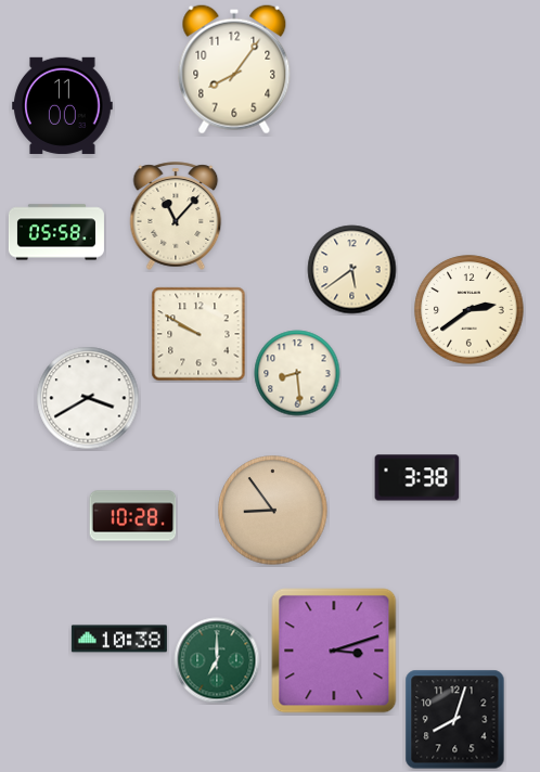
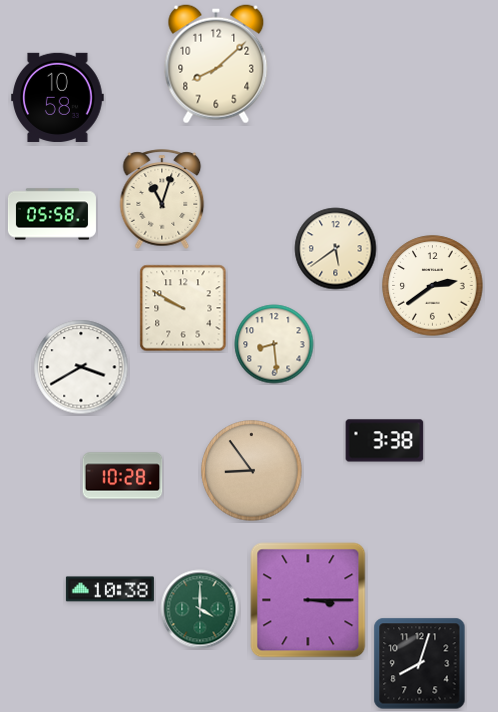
clock at (234, 69): 8:06 -> 8:08
clock at (63, 105): 11:00 -> 10:58
clock at (176, 216): 11:07 -> 11:03
clock at (352, 270) position: (352, 270) -> (336, 249)
clock at (334, 651): 3:12 -> 3:15
clock at (217, 660): 7:00 -> 4:00
